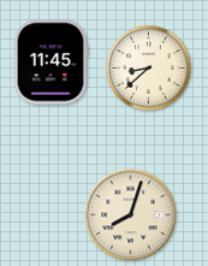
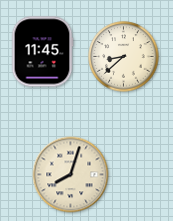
clock at (131, 215) position: (131, 215) -> (71, 175)
